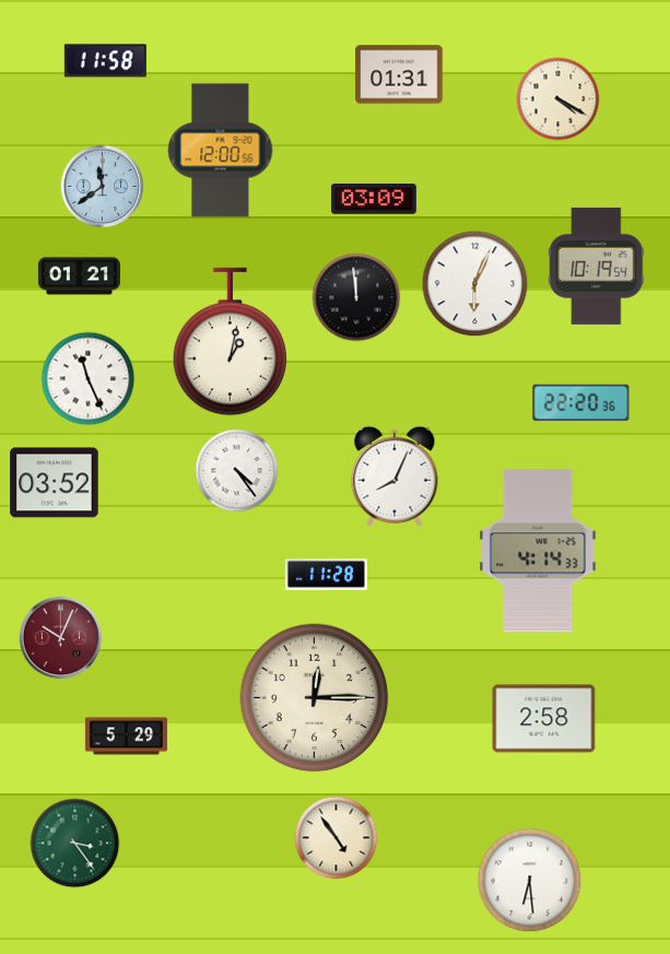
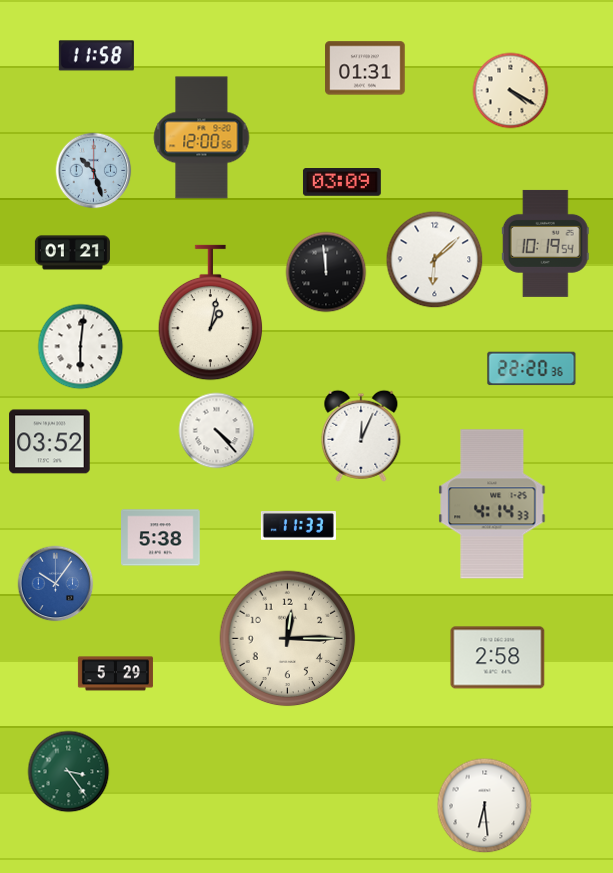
clock at (103, 187): 11:39 -> 10:27
clock at (475, 284): 6:04 -> 6:08
clock at (89, 379): 11:26 -> 6:01
clock at (237, 471): 4:24 -> 4:23
clock at (395, 476): 8:04 -> 12:04
clock at (326, 575): 11:28 -> 11:33
clock at (161, 538): none -> 5:38
clock at (61, 638): 10:04 -> 10:06
clock at (61, 638) dial: burgundy -> blue
clock at (337, 838): 4:54 -> none
